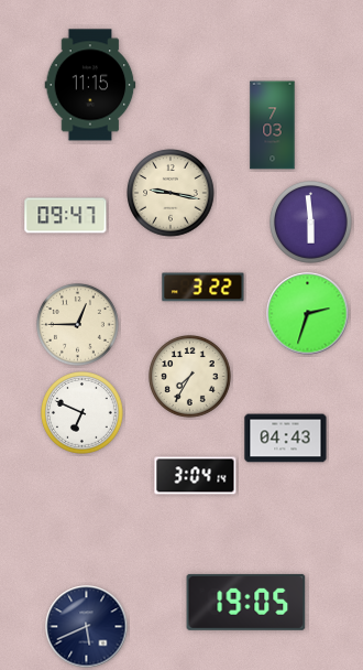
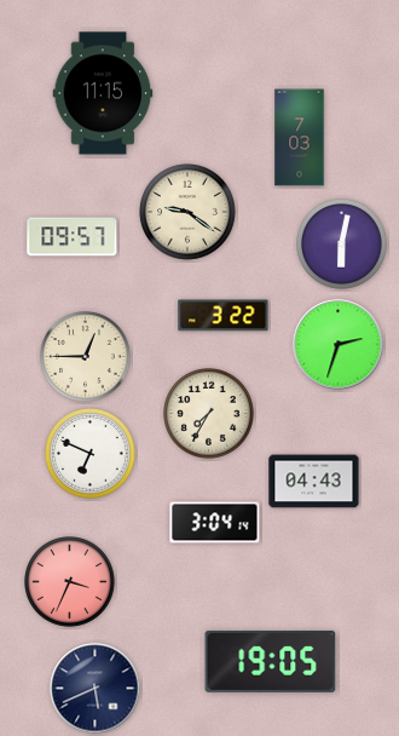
clock at (90, 85) position: (90, 85) -> (103, 93)
clock at (170, 193): 9:17 -> 9:21
clock at (66, 216): 09:47 -> 09:57
clock at (311, 223): 5:59 -> 6:02
clock at (70, 582): none -> 3:34
